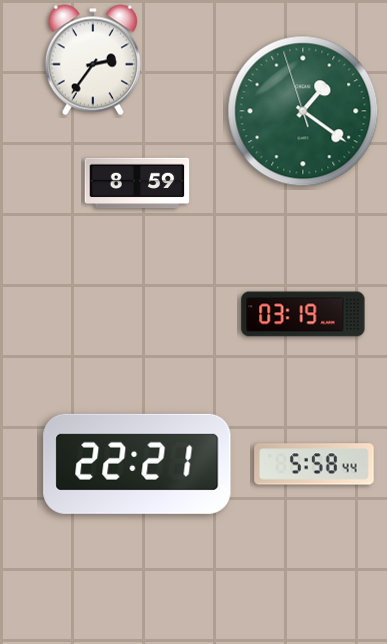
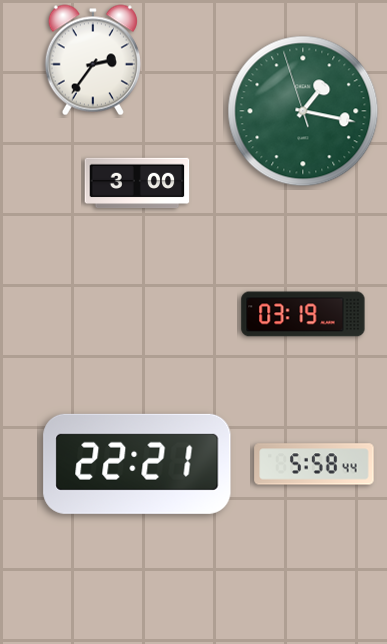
clock at (303, 111): 1:20 -> 1:16
clock at (137, 183): 8:59 -> 3:00
